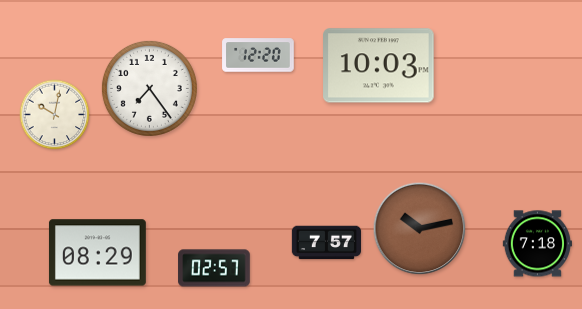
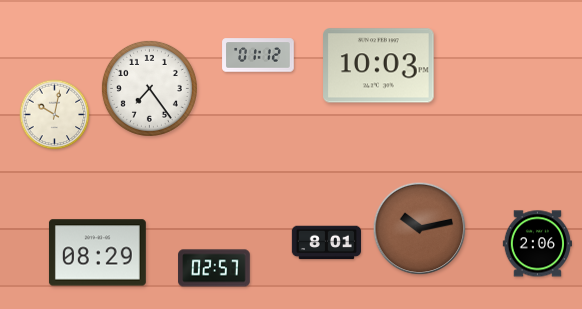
clock at (258, 55): 12:20 -> 01:12
clock at (326, 243): 7:57 -> 8:01
clock at (537, 244): 7:18 -> 2:06
